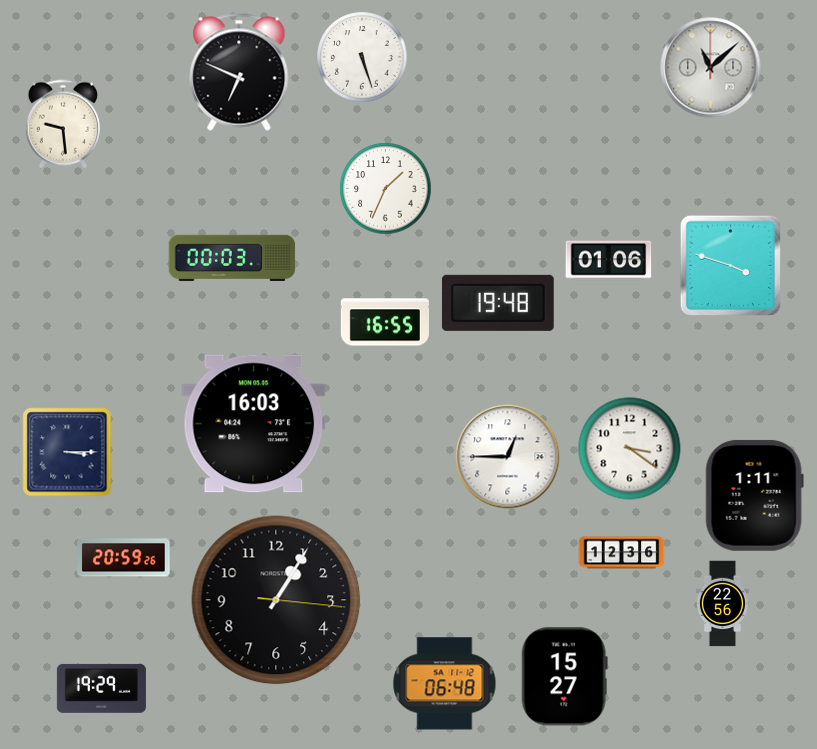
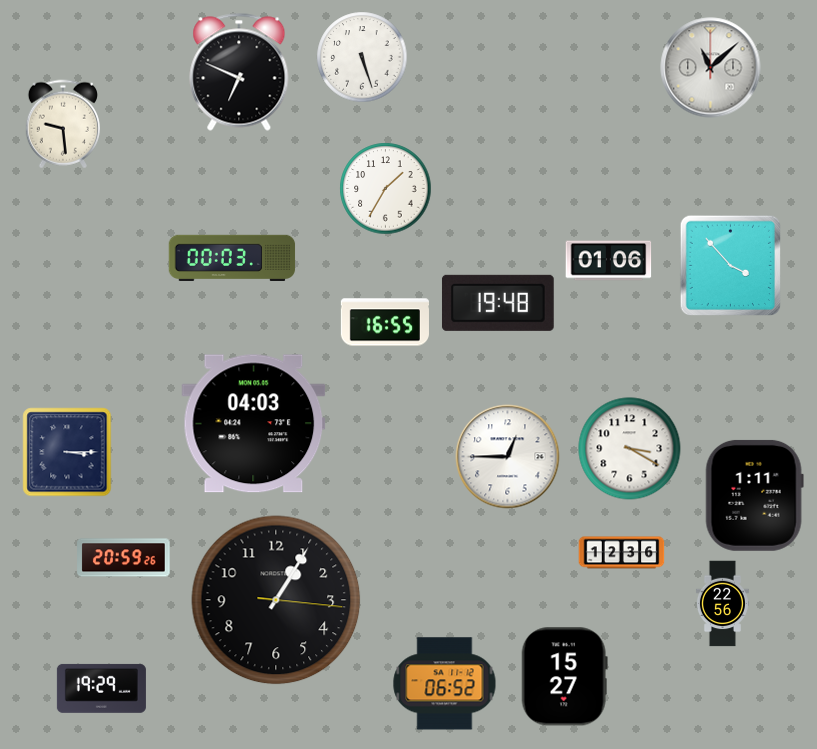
clock at (386, 189): 1:34 -> 1:35
clock at (730, 265): 3:48 -> 3:53
clock at (254, 424): 16:03 -> 04:03
clock at (630, 449): 3:21 -> 3:20
clock at (445, 684): 06:48 -> 06:52
